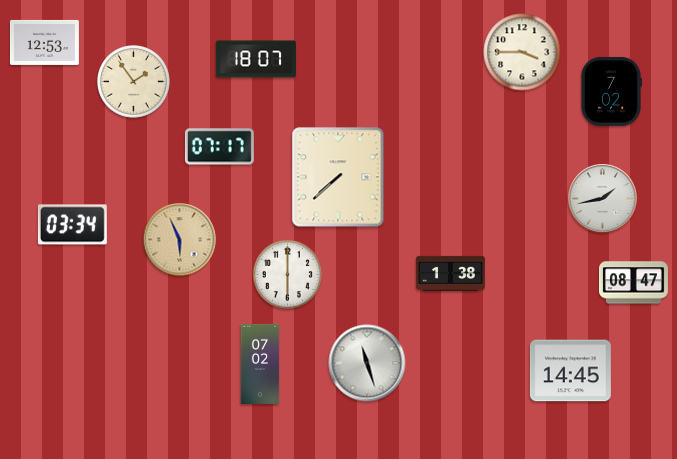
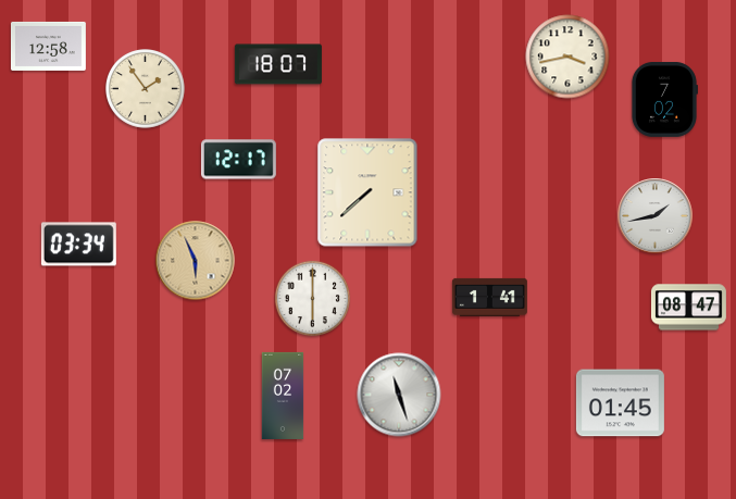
clock at (45, 42): 12:53 -> 12:58
clock at (522, 52): 3:45 -> 3:43
clock at (219, 147): 07:17 -> 12:17
clock at (450, 273): 1:38 -> 1:41
clock at (570, 371): 14:45 -> 01:45
